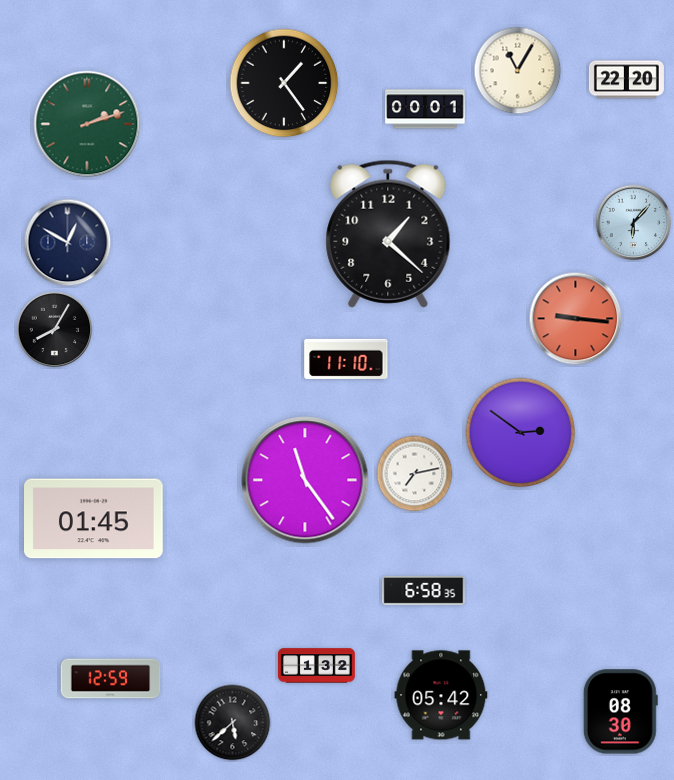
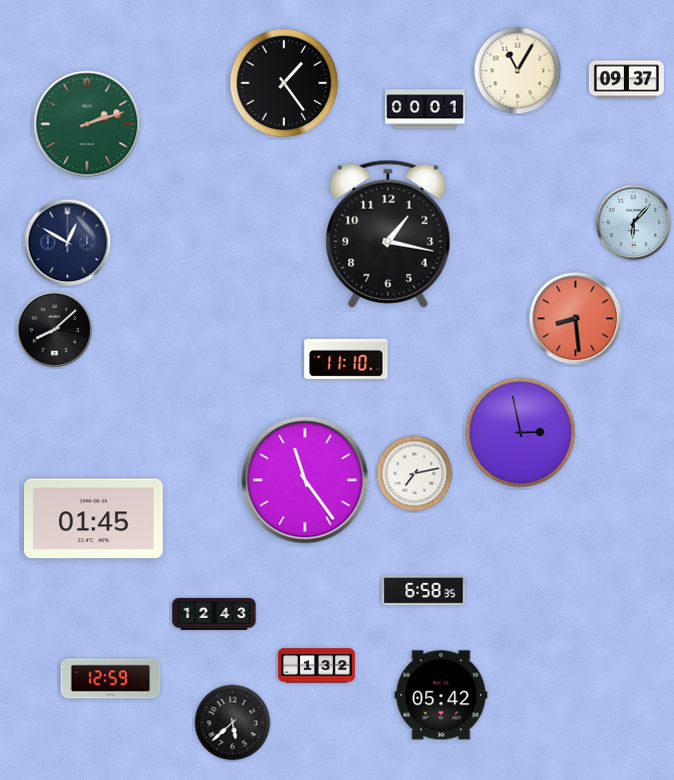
clock at (626, 80): 22:20 -> 09:37
clock at (388, 234): 1:22 -> 1:17
clock at (576, 319): 9:16 -> 8:29
clock at (55, 330): 8:05 -> 8:08
clock at (521, 433): 2:51 -> 2:58
clock at (214, 614): none -> 12:43
clock at (620, 712): 08:30 -> none
